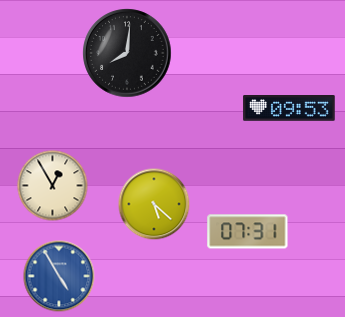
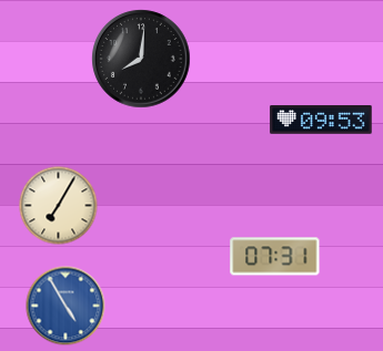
clock at (53, 186): 12:55 -> 7:05
clock at (154, 204): 5:22 -> none
